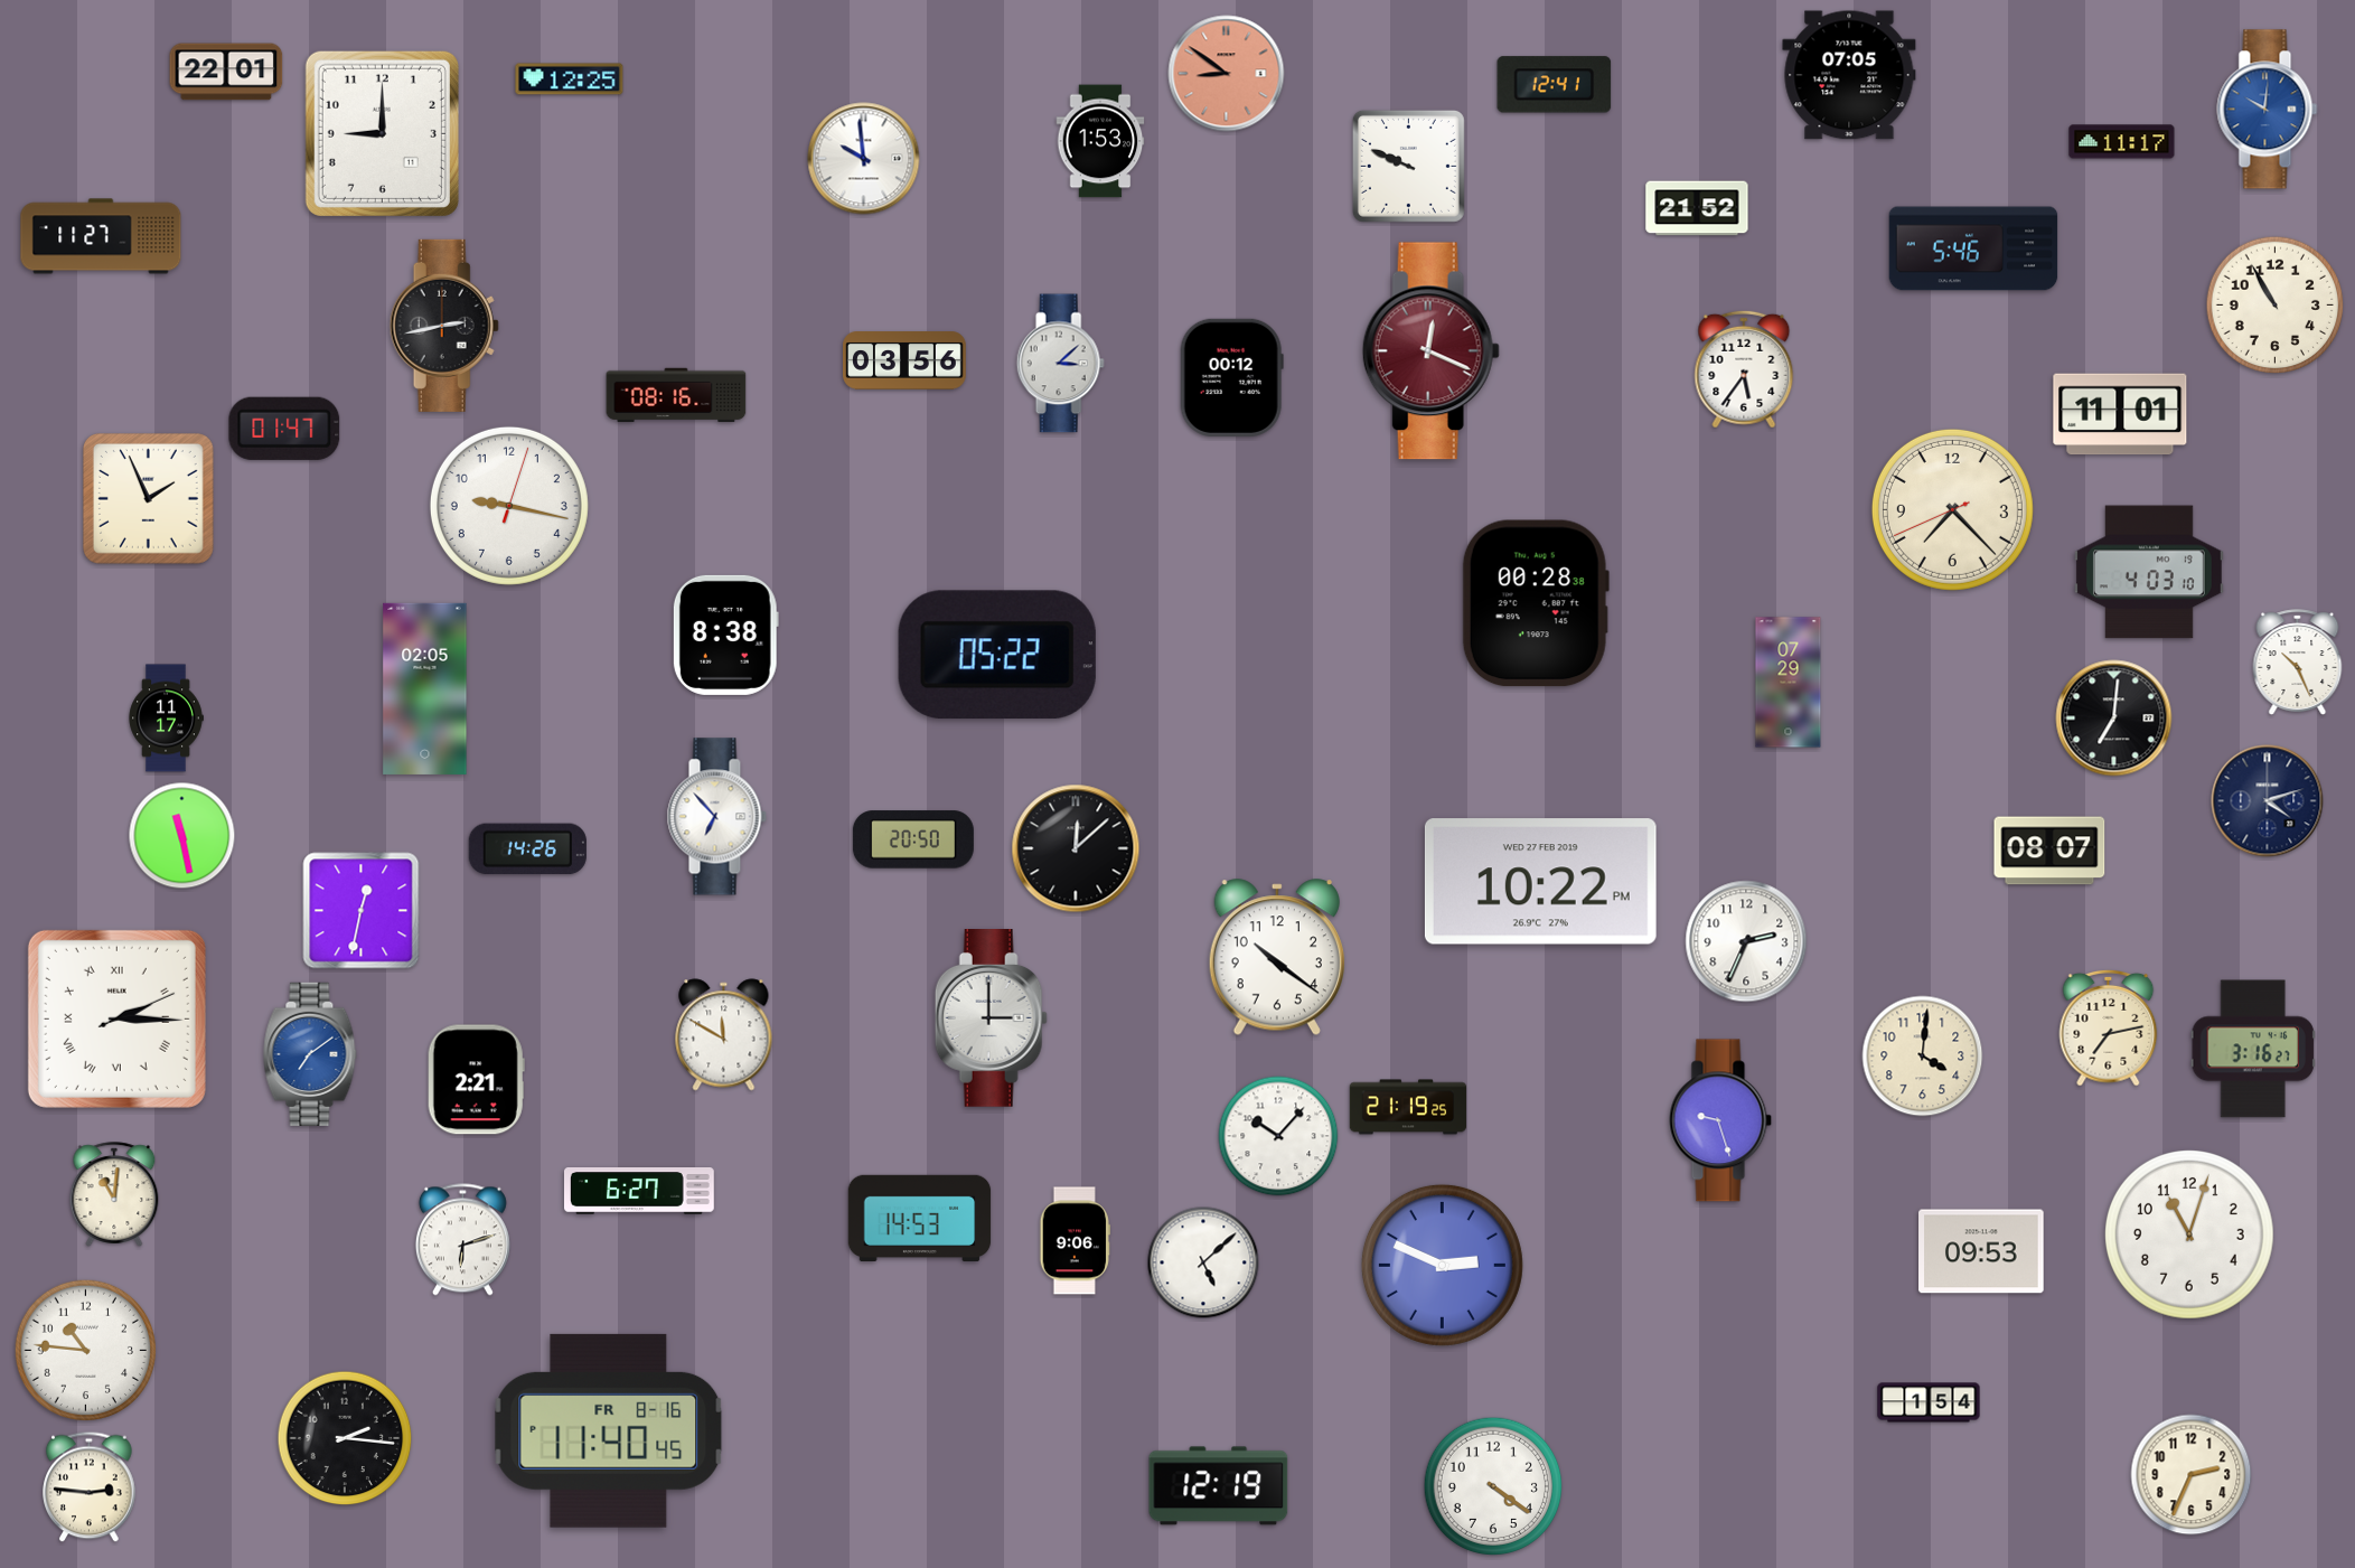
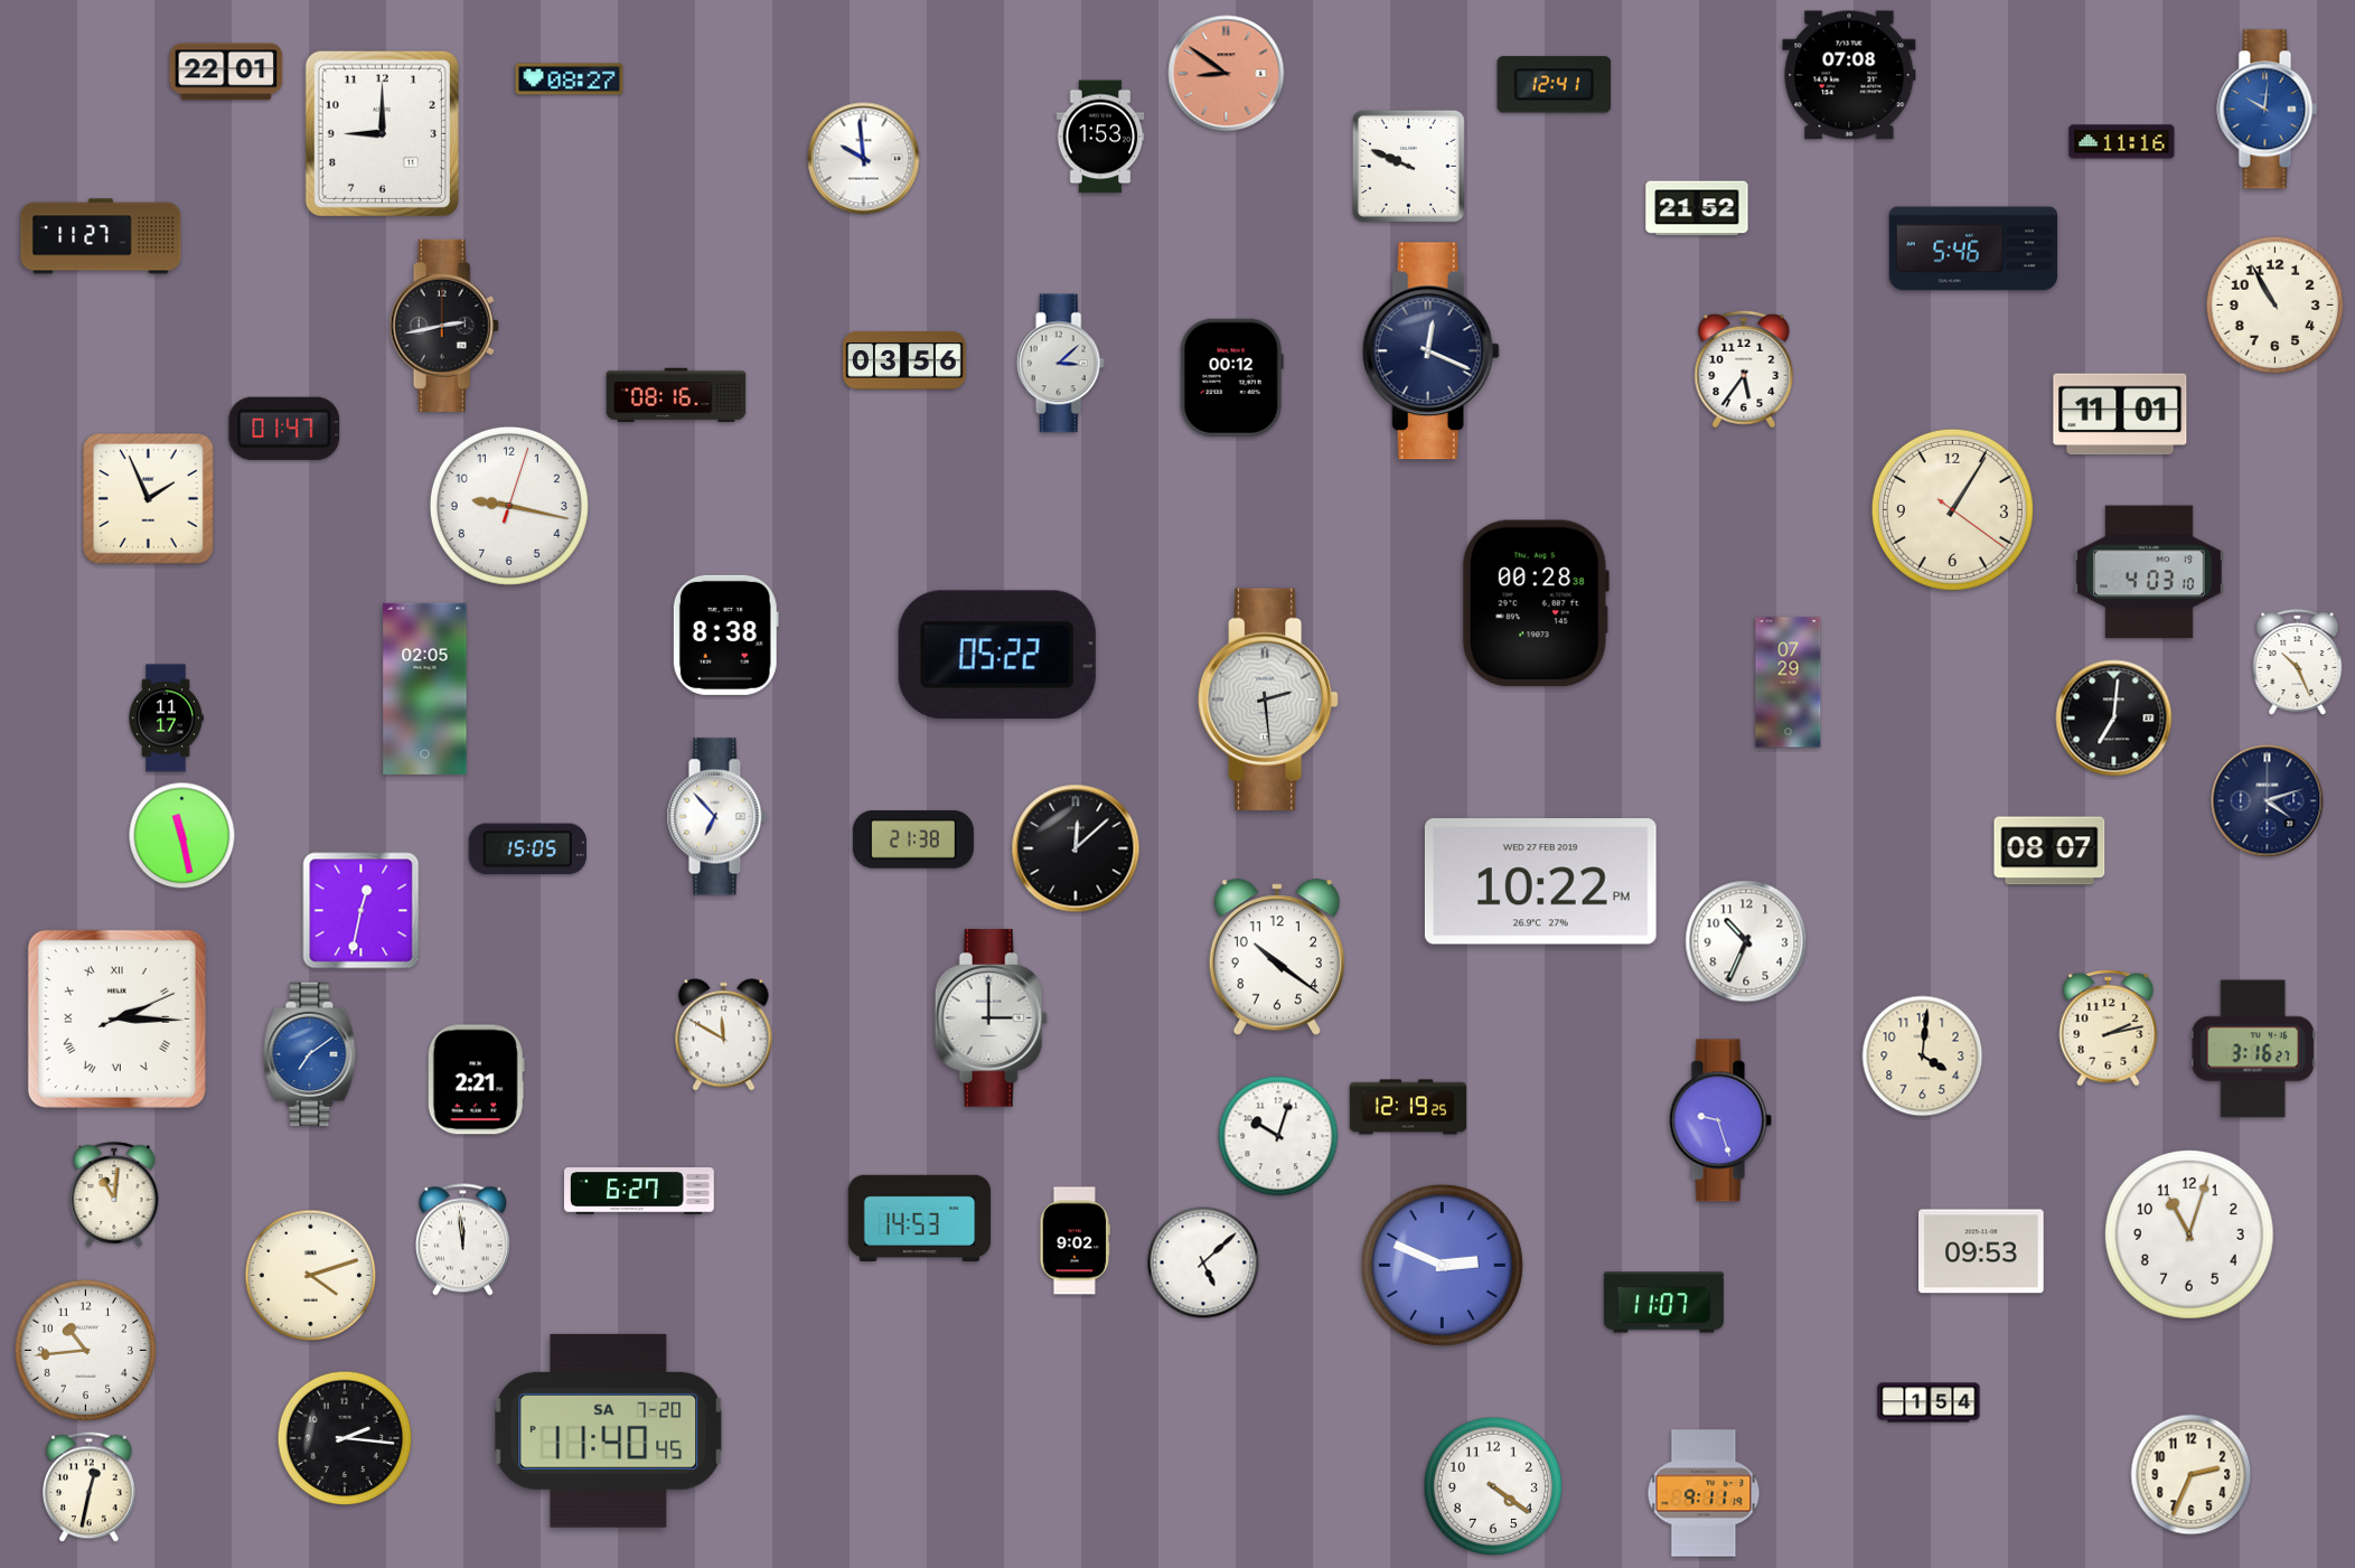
clock at (1849, 75): 07:05 -> 07:08
clock at (570, 79): 12:25 -> 08:27
clock at (1100, 141) position: (1100, 141) -> (1100, 137)
clock at (2122, 142): 11:17 -> 11:16
clock at (1430, 351) dial: burgundy -> navy
clock at (1952, 509): 7:22 -> 1:05
clock at (1268, 698): none -> 2:29
clock at (913, 839): 20:50 -> 21:38
clock at (527, 849): 14:26 -> 15:05
clock at (1746, 941): 2:34 -> 10:34
clock at (2109, 1027): 7:13 -> 2:13
clock at (1408, 1107): 21:19 -> 12:19
clock at (1278, 1136): 10:07 -> 10:03
clock at (462, 1240): 6:12 -> 11:59
clock at (1075, 1241): 9:06 -> 9:02
clock at (311, 1276): none -> 4:12
clock at (1663, 1303): none -> 11:07
clock at (85, 1350): 10:46 -> 10:44
clock at (609, 1430) date: FR 8-16 -> SA 7-20
clock at (1219, 1486): 12:19 -> none
clock at (90, 1487): 2:46 -> 12:32
clock at (1704, 1493): none -> 9:11
